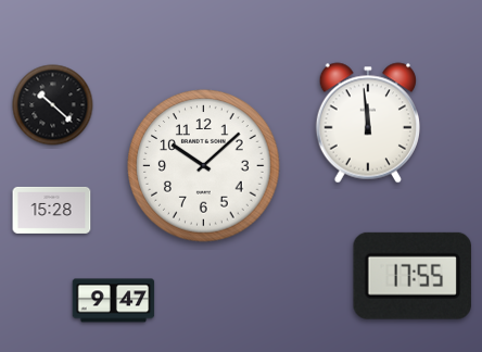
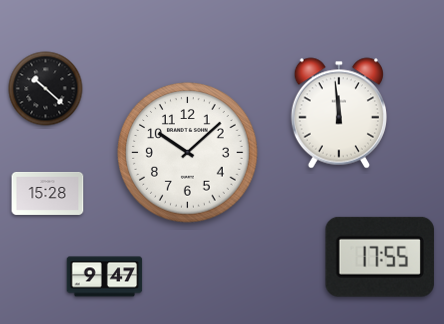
clock at (53, 105) position: (53, 105) -> (46, 89)
clock at (413, 276) position: (413, 276) -> (380, 257)
